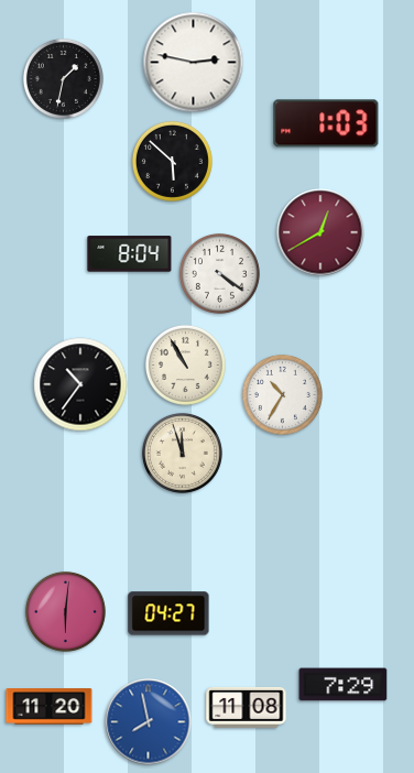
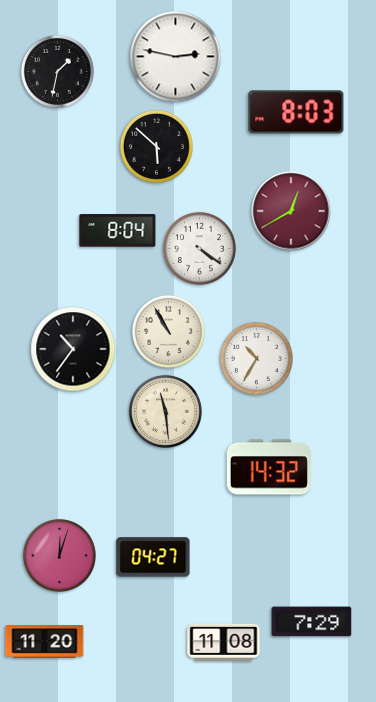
clock at (326, 123): 1:03 -> 8:03
clock at (182, 453): 11:57 -> 11:29
clock at (268, 467): none -> 14:32
clock at (65, 611): 6:01 -> 12:03
clock at (149, 722): 7:58 -> none
